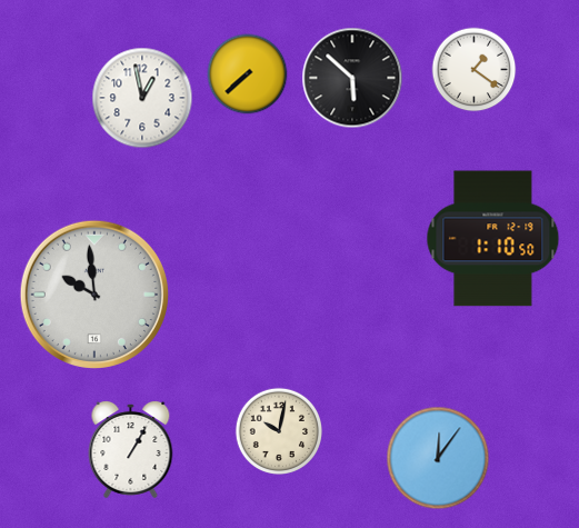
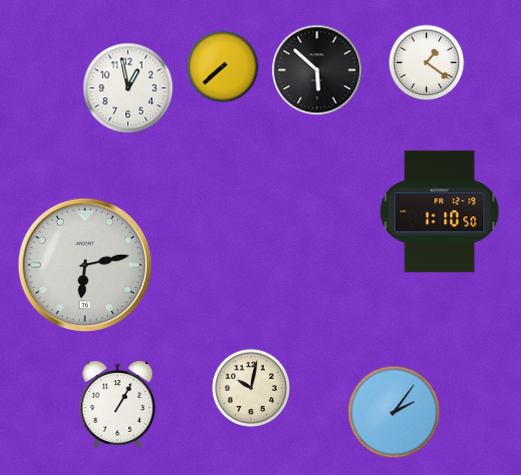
clock at (493, 239) position: (493, 239) -> (440, 212)
clock at (94, 295): 9:59 -> 6:13
clock at (438, 458): 12:06 -> 2:06
